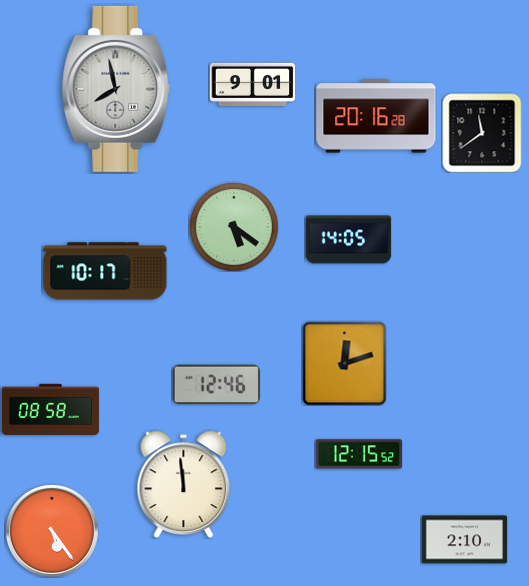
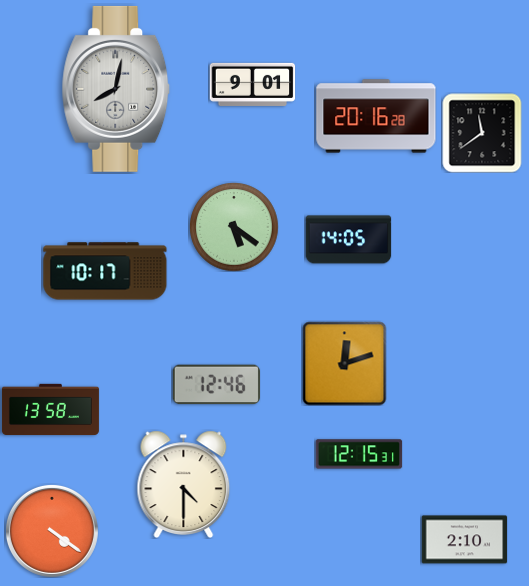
clock at (116, 89): 7:58 -> 8:02
clock at (50, 410): 08:58 -> 13:58
clock at (359, 454): 12:15:52 -> 12:15:31
clock at (184, 484): 11:59 -> 4:30
clock at (52, 531): 5:24 -> 4:21
